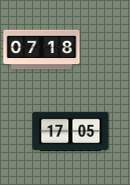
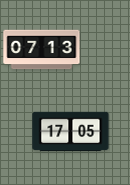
clock at (42, 50): 07:18 -> 07:13
